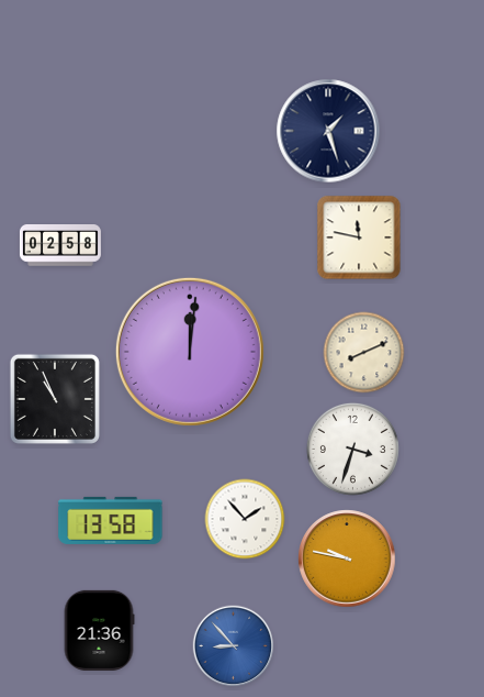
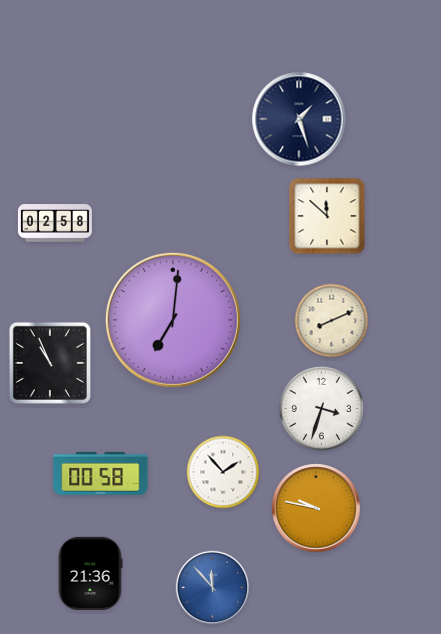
clock at (359, 237): 11:47 -> 11:52
clock at (190, 352): 12:01 -> 7:01
clock at (111, 520): 13:58 -> 00:58
clock at (234, 646): 8:53 -> 11:53
